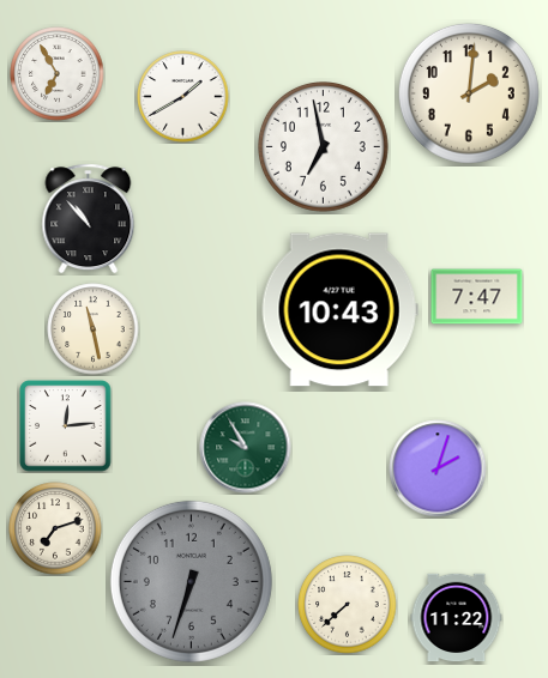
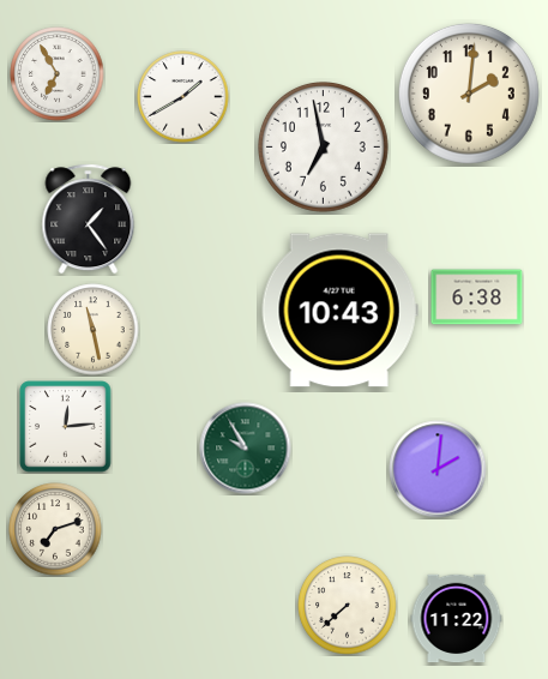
clock at (89, 219): 10:53 -> 1:24
clock at (477, 297): 7:47 -> 6:38
clock at (438, 468): 2:03 -> 2:01
clock at (191, 581): 6:33 -> none
